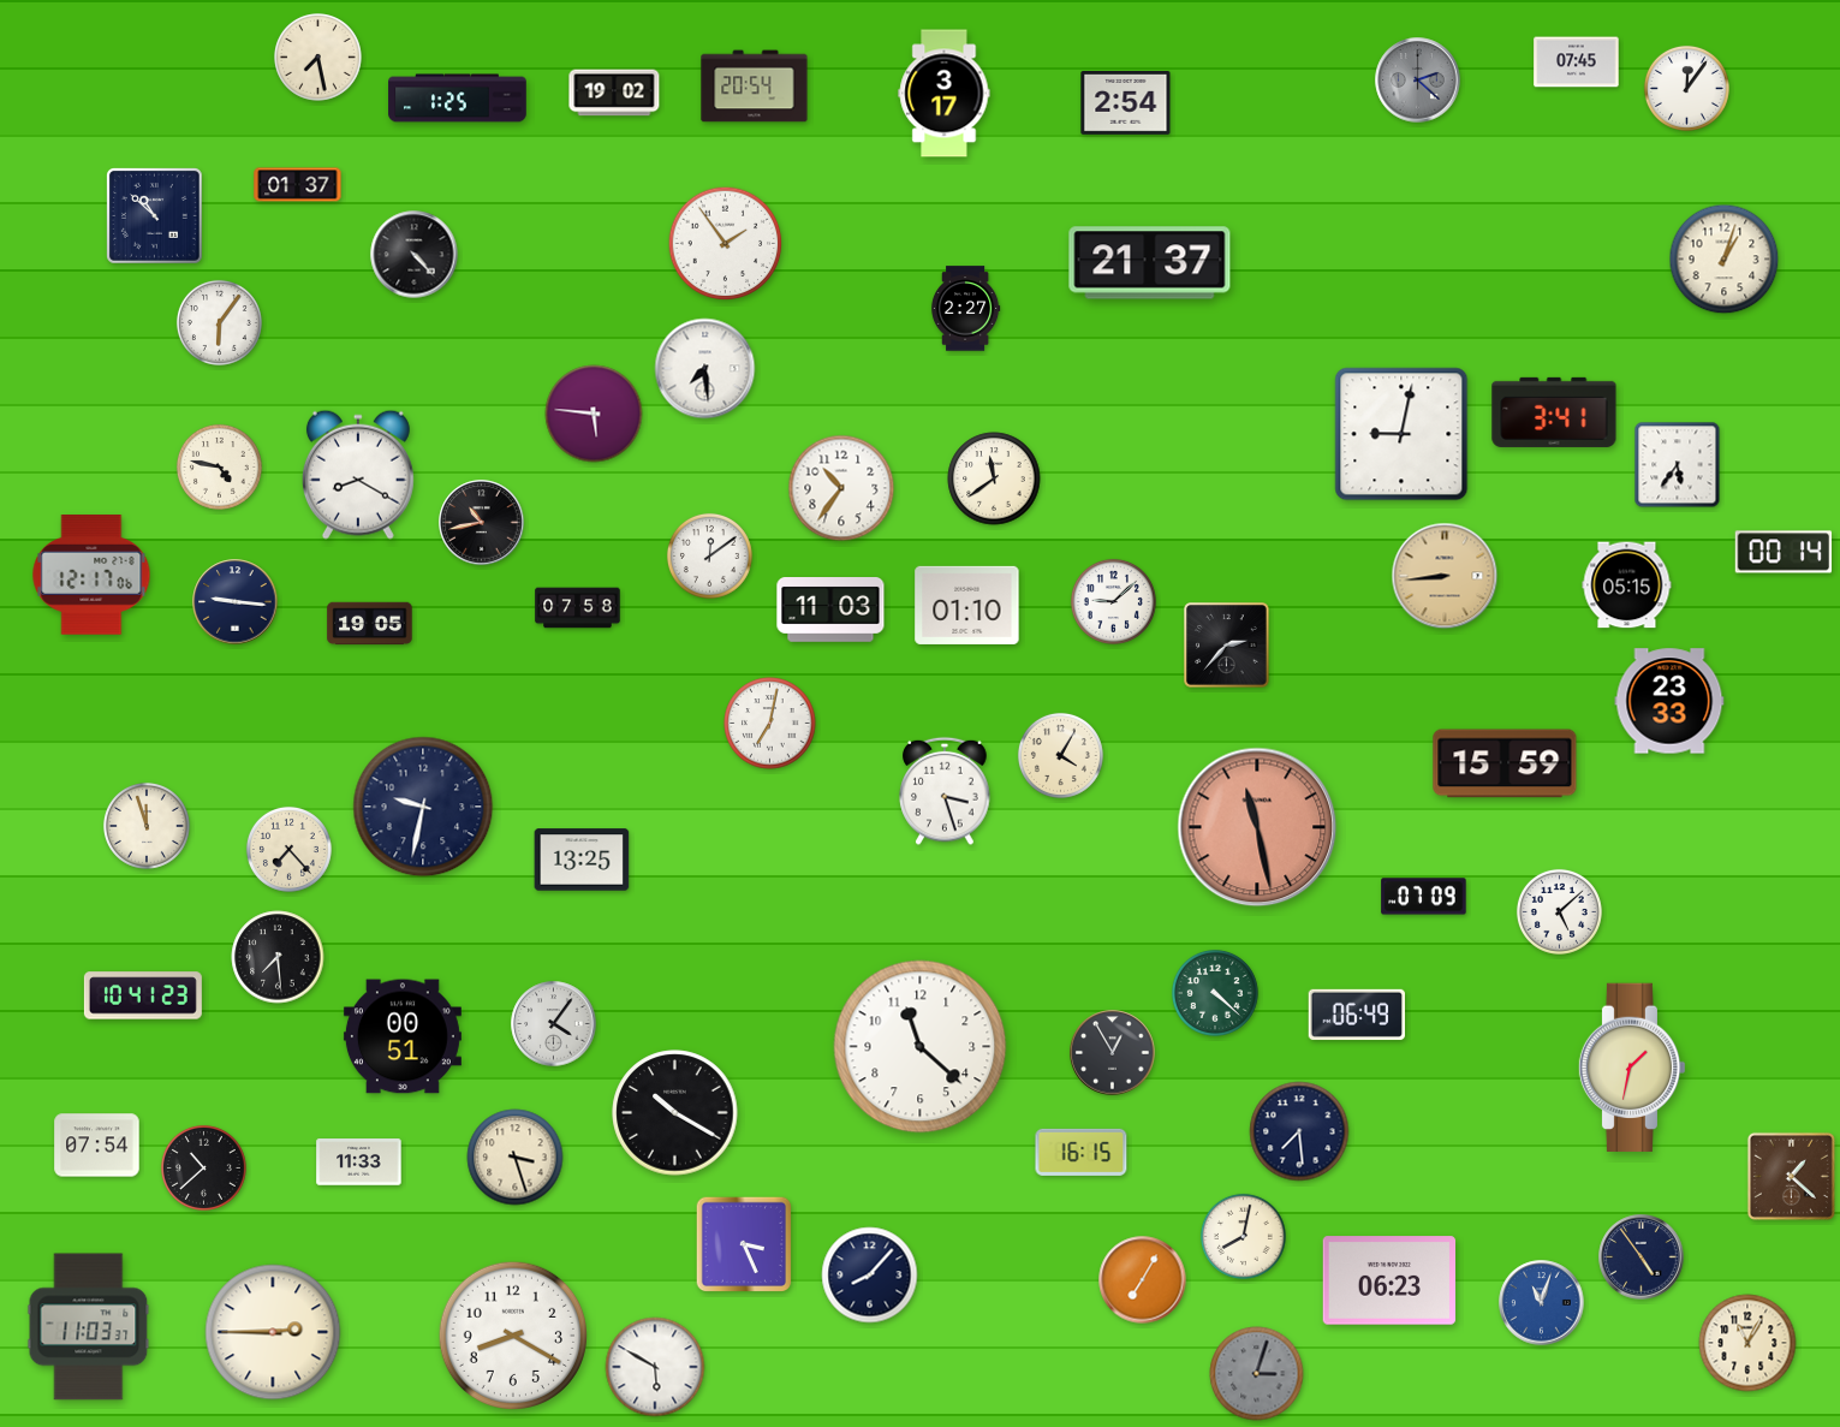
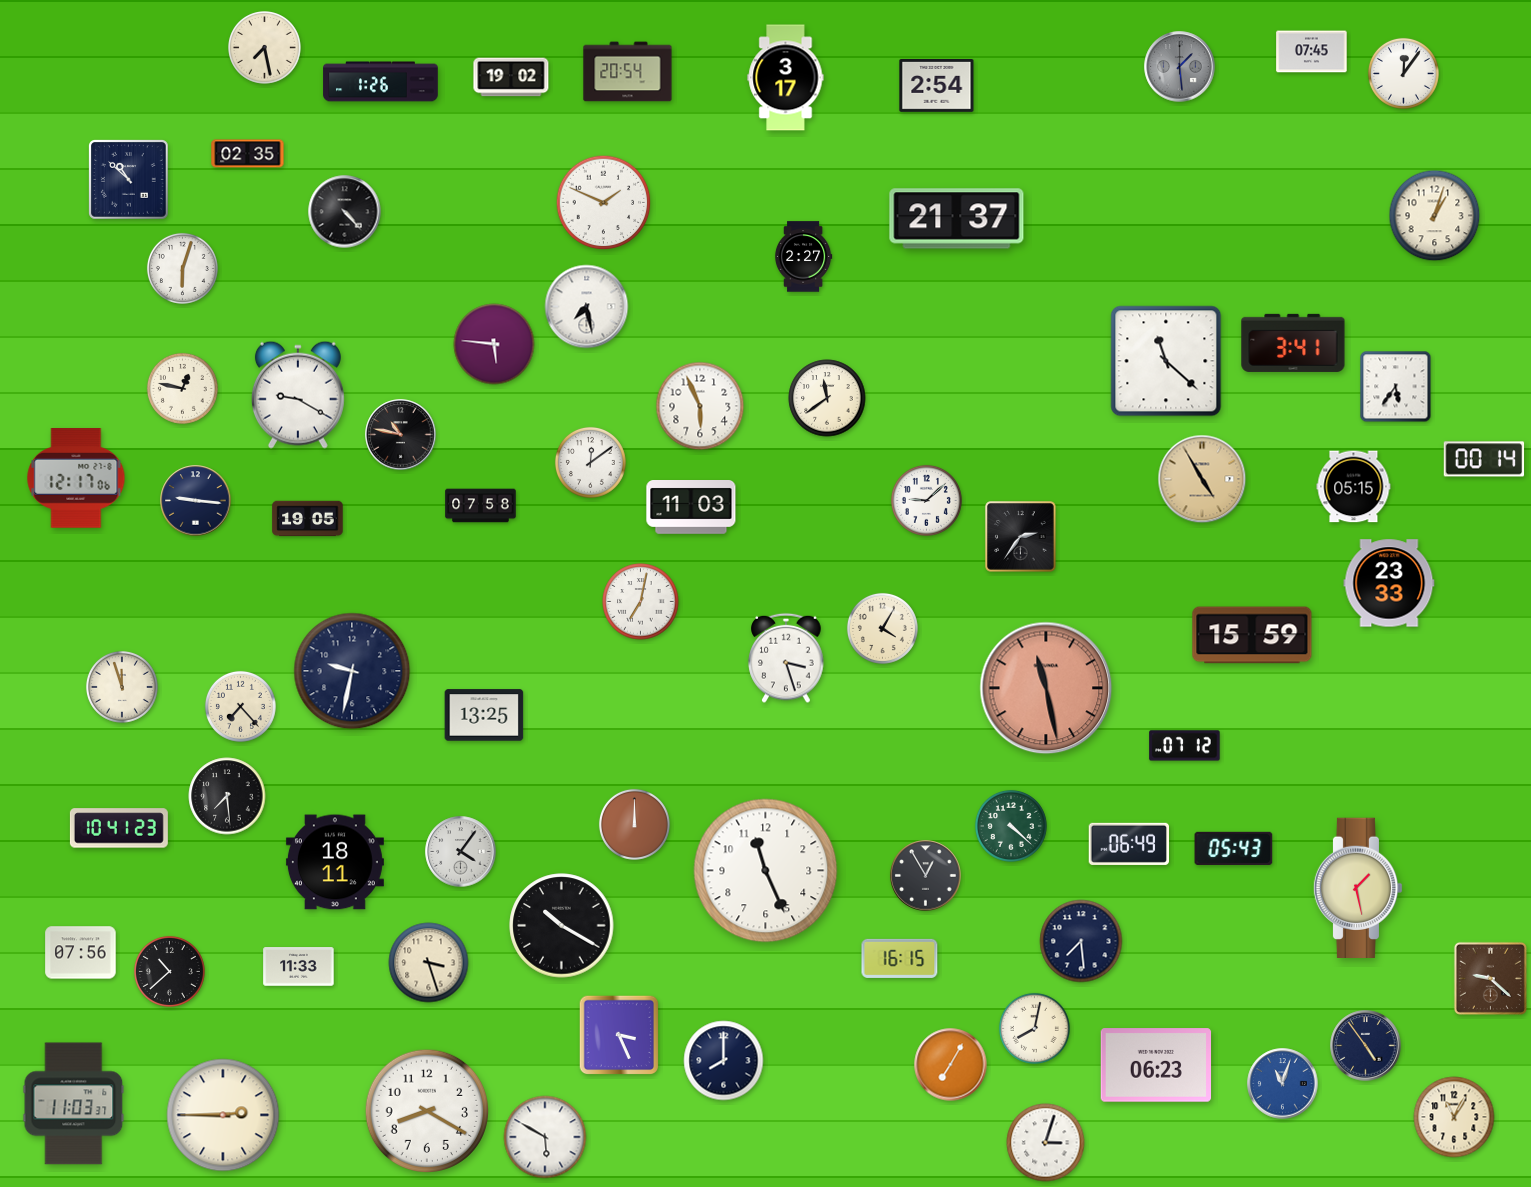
clock at (1418, 81): 2:22 -> 1:29
clock at (458, 99): 1:25 -> 1:26
clock at (298, 185): 01:37 -> 02:35
clock at (726, 244): 1:54 -> 1:49
clock at (219, 322): 6:06 -> 6:03
clock at (705, 369): 7:29 -> 7:28
clock at (1401, 434): 9:02 -> 11:22
clock at (219, 466): 4:47 -> 12:47
clock at (358, 475): 8:20 -> 9:20
clock at (841, 488): 10:36 -> 5:56
clock at (482, 523): 10:43 -> 10:47
clock at (1445, 576): 8:44 -> 4:55
clock at (967, 605): 01:10 -> none
clock at (1227, 646): 2:37 -> 2:36
clock at (1424, 897): 07:09 -> 07:12
clock at (1559, 911): 5:08 -> none
clock at (278, 957) position: (278, 957) -> (227, 796)
clock at (634, 824): none -> 12:00
clock at (1234, 848): none -> 05:43
clock at (403, 1036): 00:51 -> 18:11
clock at (921, 1047): 11:22 -> 11:26
clock at (1632, 1066): 1:32 -> 1:28
clock at (97, 1146): 07:54 -> 07:56
clock at (1791, 1176): 1:22 -> 9:22
clock at (870, 1276): 8:07 -> 8:00
clock at (273, 1332) position: (273, 1332) -> (223, 1115)
clock at (1257, 1374) dial: grey -> white
